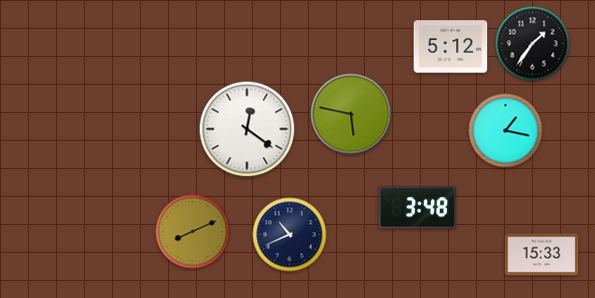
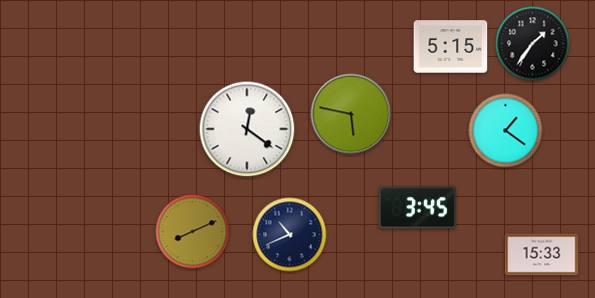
clock at (451, 47): 5:12 -> 5:15
clock at (506, 131): 1:17 -> 1:21
clock at (417, 208): 3:48 -> 3:45
